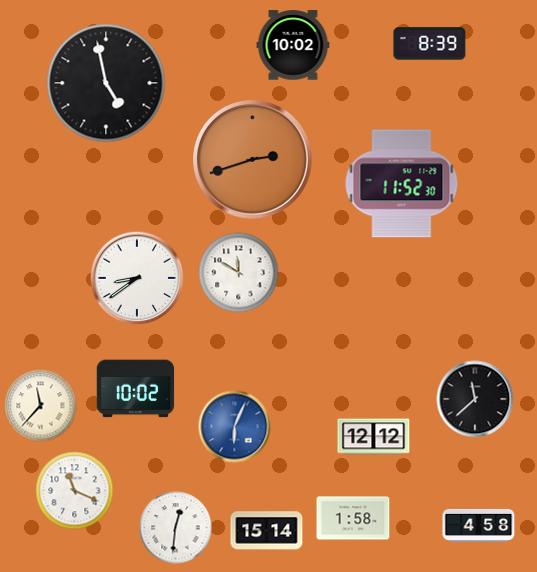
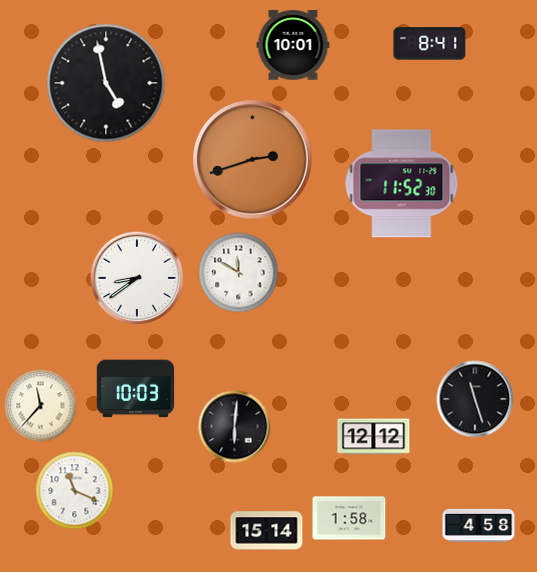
clock at (430, 44): 8:39 -> 8:41
clock at (293, 45): 10:02 -> 10:01
clock at (136, 389): 10:02 -> 10:03
clock at (475, 399): 11:38 -> 11:27
clock at (235, 427): 6:04 -> 6:01
clock at (235, 427) dial: blue -> black
clock at (353, 518) position: (353, 518) -> (349, 518)
clock at (176, 528): 12:31 -> none
